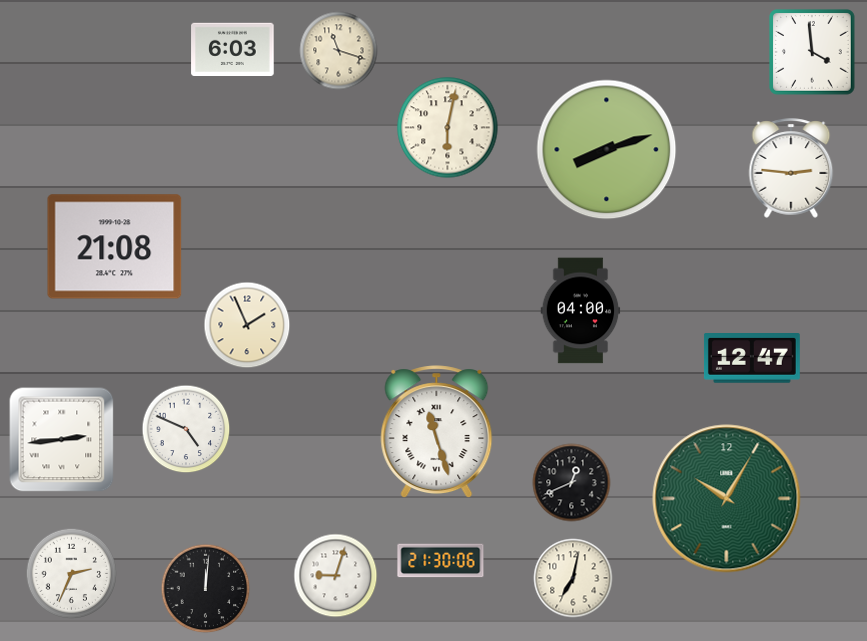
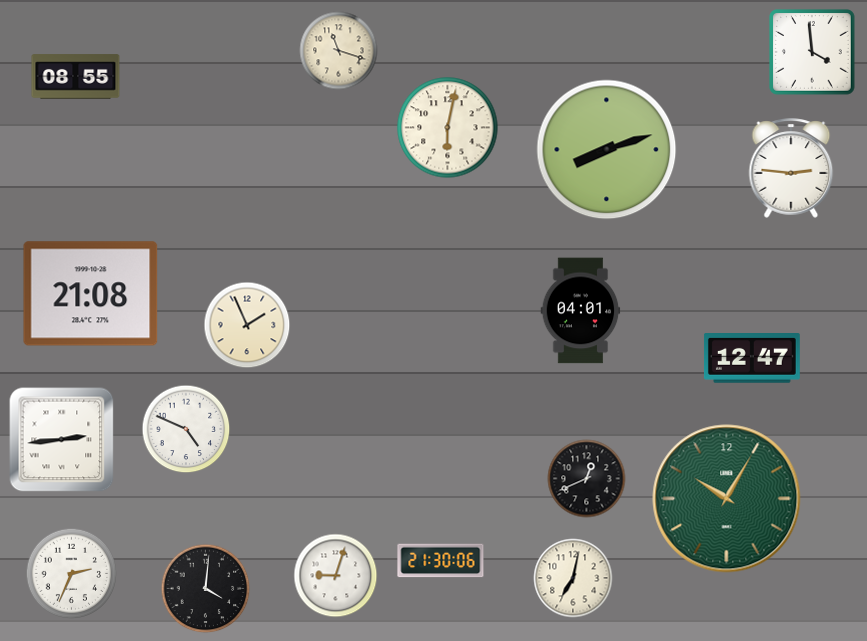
clock at (233, 49): 6:03 -> none
clock at (76, 77): none -> 08:55
clock at (115, 247) position: (115, 247) -> (91, 294)
clock at (581, 311): 04:00 -> 04:01
clock at (437, 432): 11:27 -> none
clock at (572, 483) position: (572, 483) -> (587, 479)
clock at (206, 589): 12:01 -> 4:01
